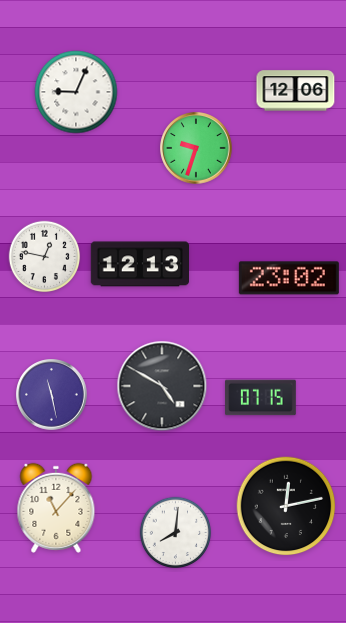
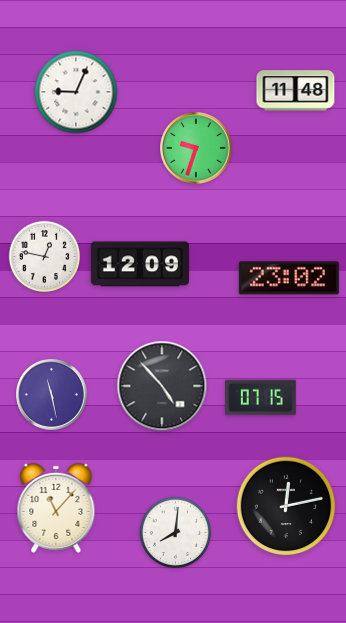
clock at (296, 91): 12:06 -> 11:48
clock at (139, 264): 12:13 -> 12:09
clock at (162, 386): 4:50 -> 4:53
